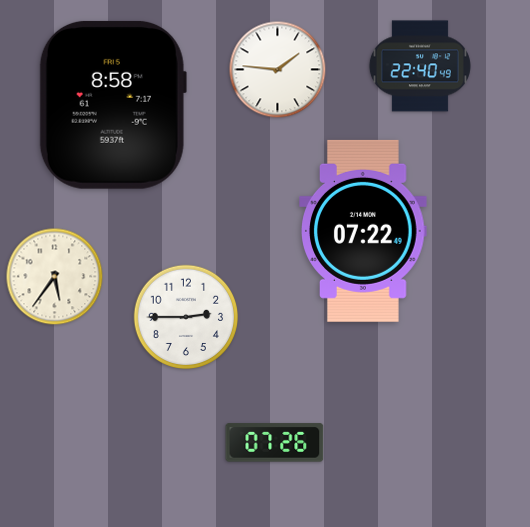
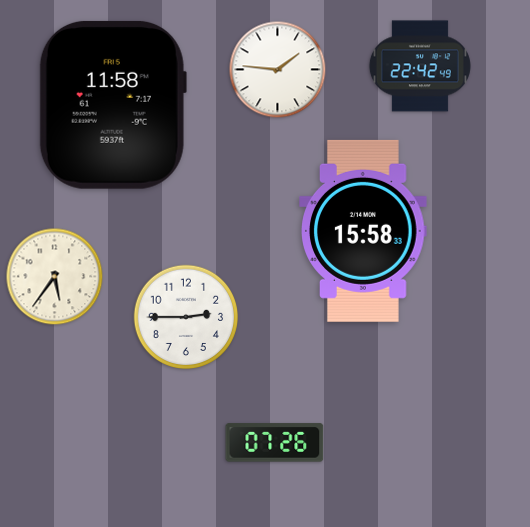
clock at (420, 66): 22:40 -> 22:42
clock at (113, 105): 8:58 -> 11:58
clock at (363, 231): 07:22 -> 15:58
